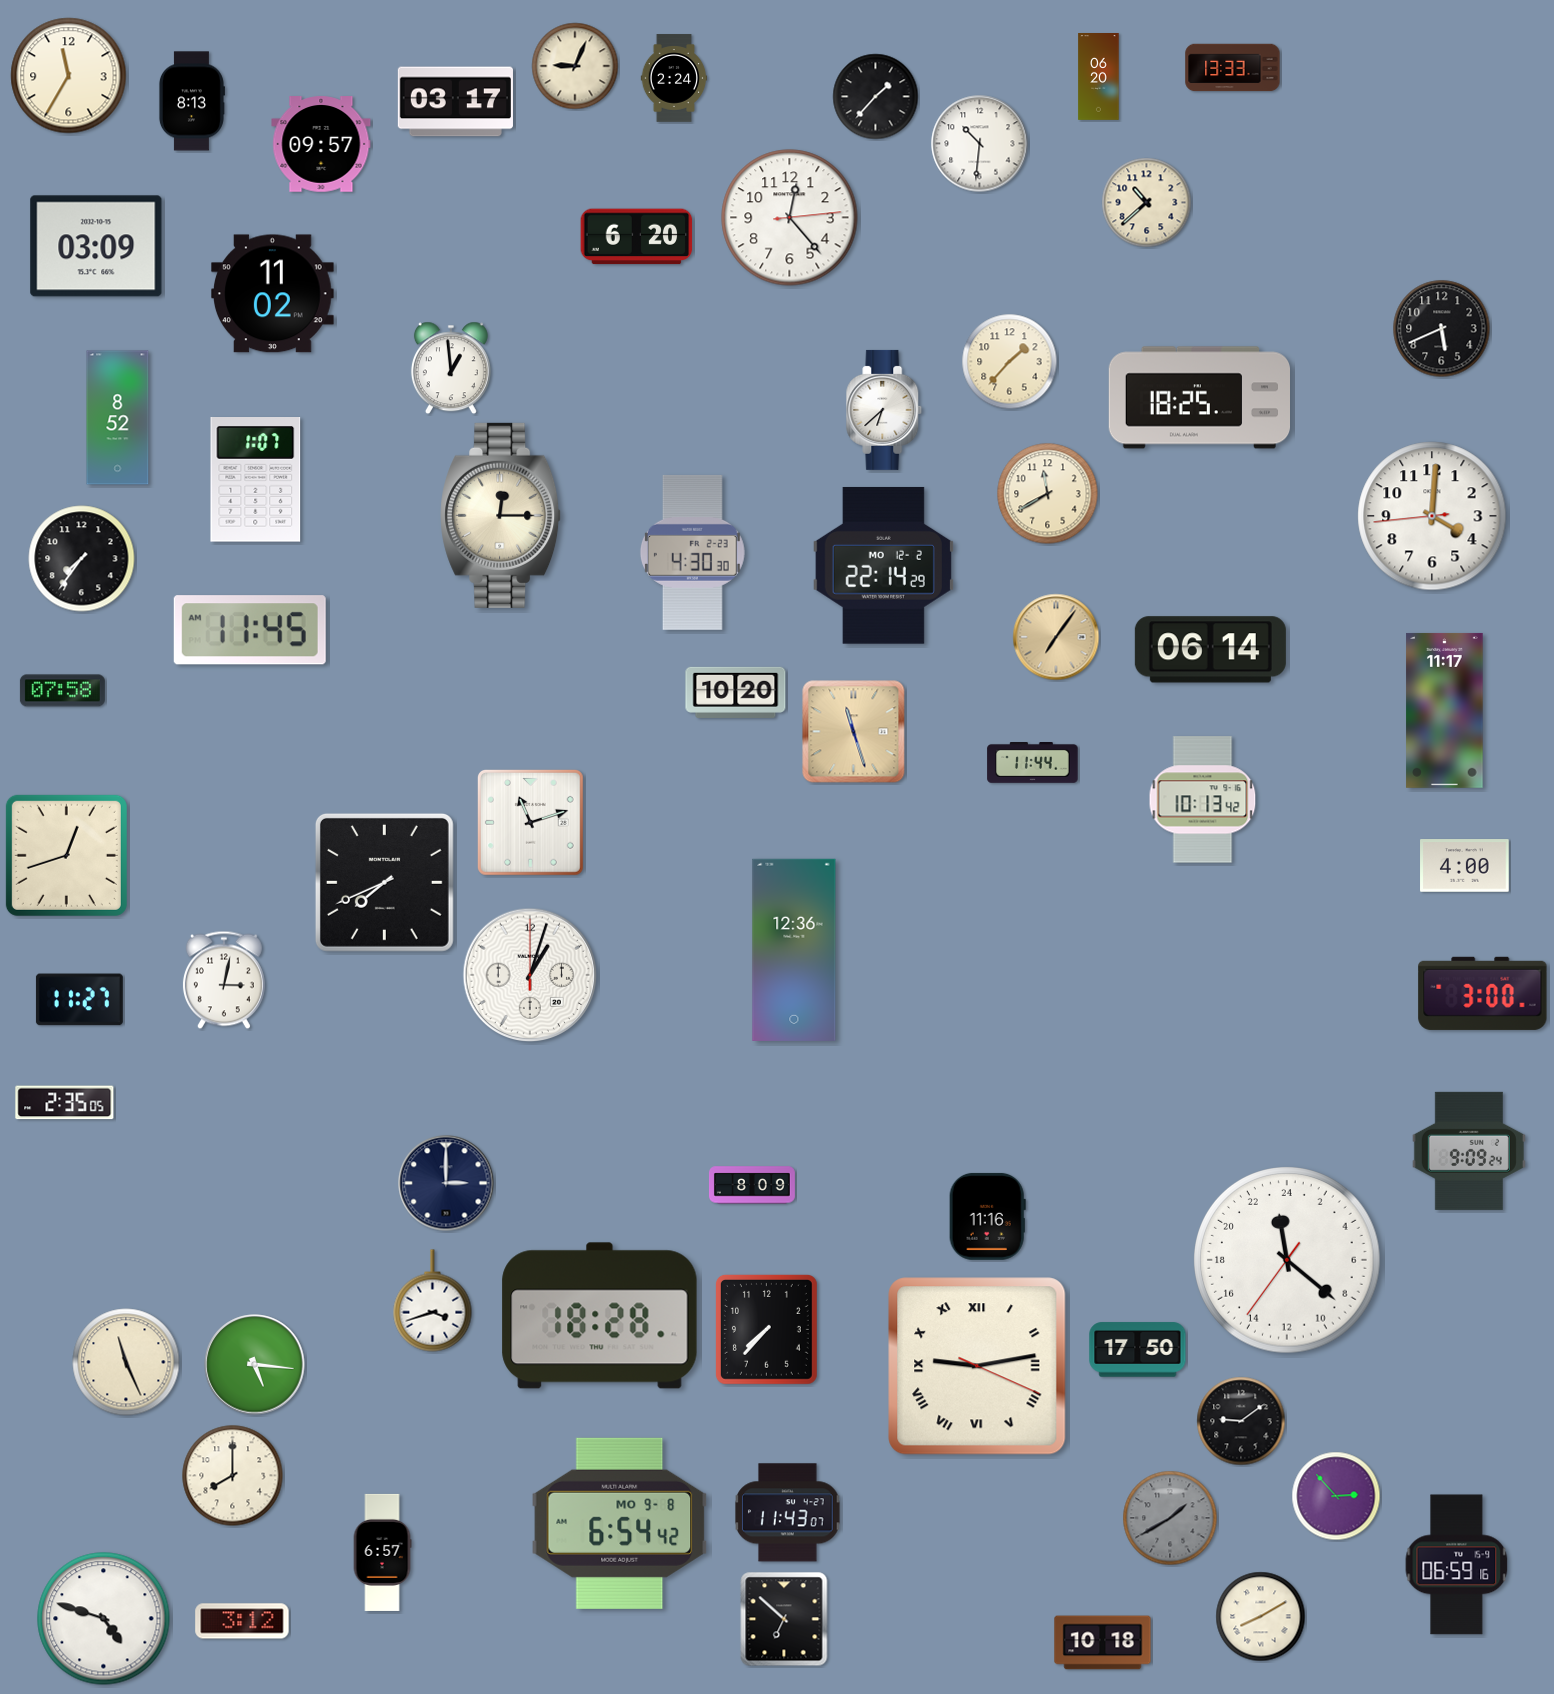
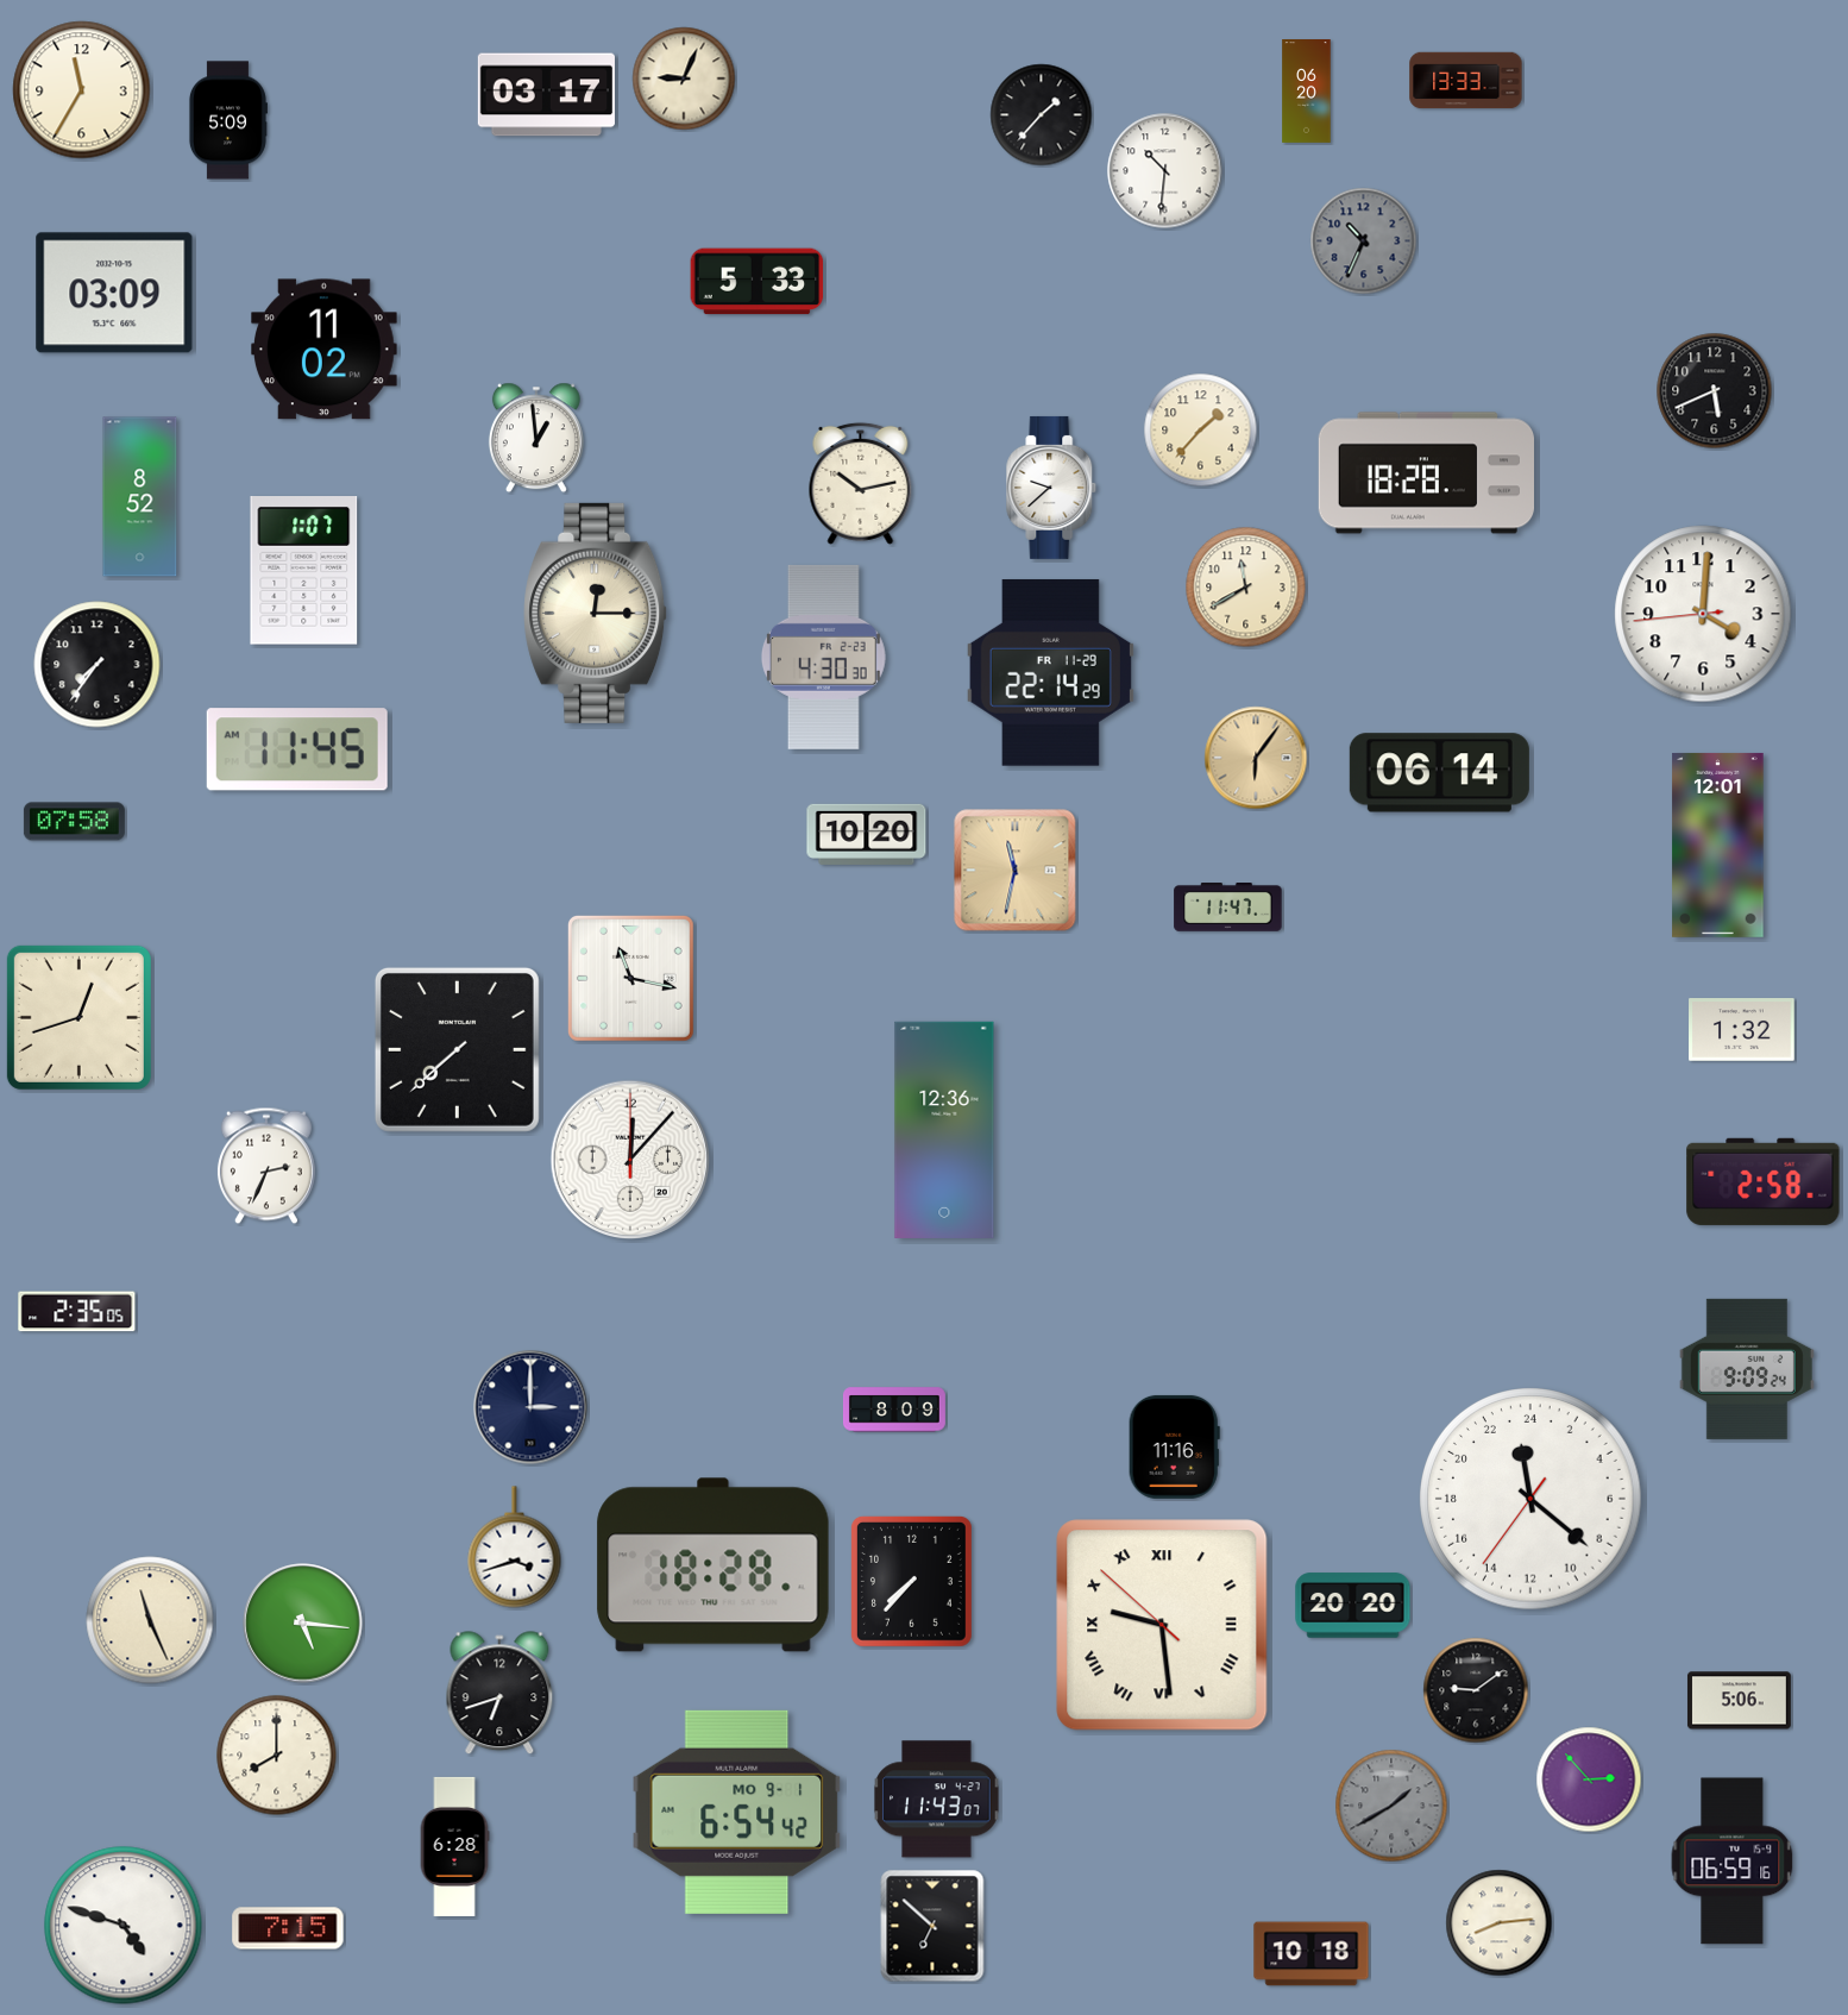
clock at (674, 78): 2:24 -> none
clock at (191, 101): 8:13 -> 5:09
clock at (455, 102) position: (455, 102) -> (546, 95)
clock at (321, 144): 09:57 -> none
clock at (1147, 203): 10:38 -> 10:34
clock at (1147, 203) dial: cream -> grey
clock at (790, 218): 12:23 -> none
clock at (637, 237): 6:20 -> 5:33
clock at (1199, 398): 18:25 -> 18:28
clock at (861, 483): none -> 10:13
clock at (884, 410): 6:38 -> 9:38
clock at (883, 565) date: MO 12-2 -> FR 11-29
clock at (1056, 637): 7:06 -> 6:06
clock at (736, 692) position: (736, 692) -> (867, 834)
clock at (1445, 710): 11:17 -> 12:01
clock at (854, 732): 11:27 -> 11:32
clock at (1033, 763): 11:44 -> 11:47
clock at (1203, 800): 10:13 -> none
clock at (530, 822): 11:12 -> 11:17
clock at (1465, 866): 4:00 -> 1:32
clock at (384, 882): 7:41 -> 7:38
clock at (530, 975): 1:03 -> 12:07
clock at (224, 980): 3:02 -> 2:34
clock at (1483, 993): 3:00 -> 2:58
clock at (79, 1000): 11:27 -> none
clock at (1138, 1350): 17:50 -> 20:20
clock at (977, 1366): 9:13 -> 9:28
clock at (499, 1694): none -> 6:42
clock at (1739, 1701): none -> 5:06
clock at (620, 1523) date: MO 9-8 -> MO 9-1
clock at (382, 1552): 6:57 -> 6:28
clock at (1261, 1617): 8:10 -> 8:14
clock at (242, 1621): 3:12 -> 7:15
